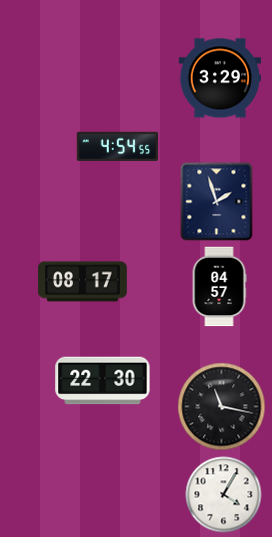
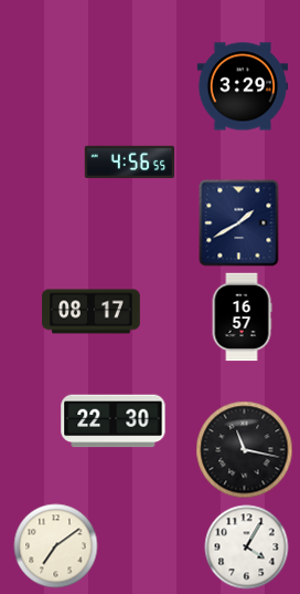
clock at (117, 147): 4:54 -> 4:56
clock at (217, 202): 1:57 -> 1:40
clock at (219, 287): 04:57 -> 16:57
clock at (56, 546): none -> 7:09
